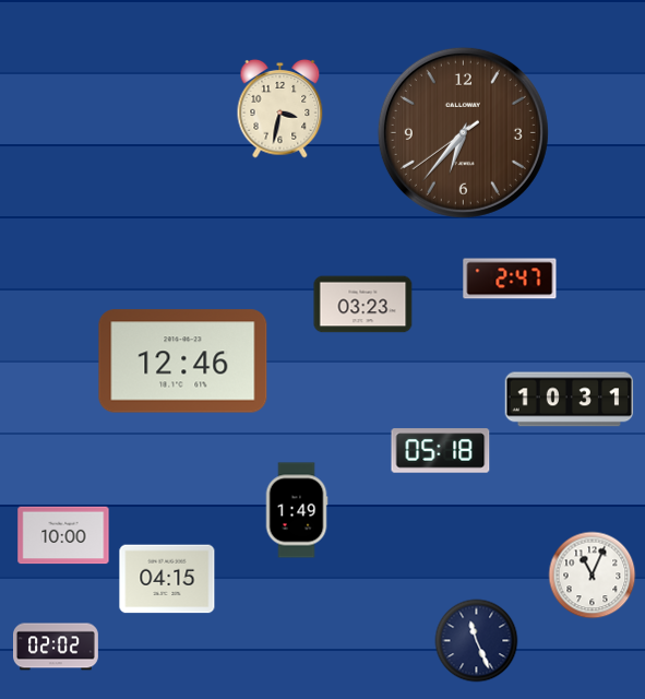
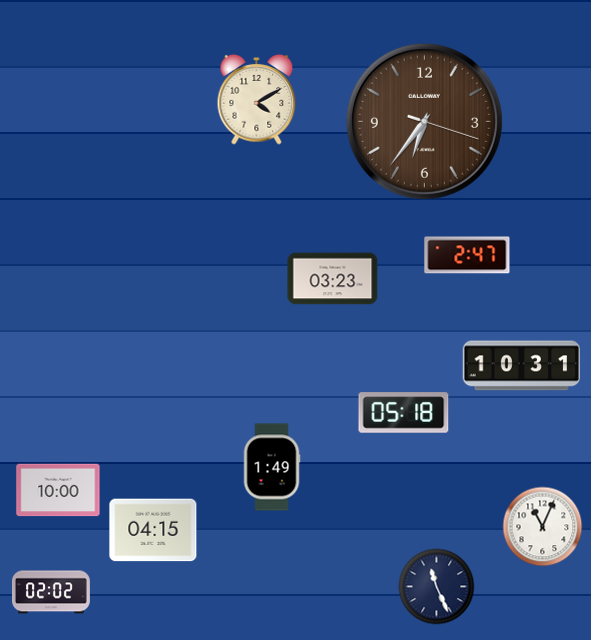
clock at (280, 108): 3:32 -> 4:10
clock at (463, 132): 6:36:39 -> 6:36:18
clock at (183, 362): 12:46 -> none
